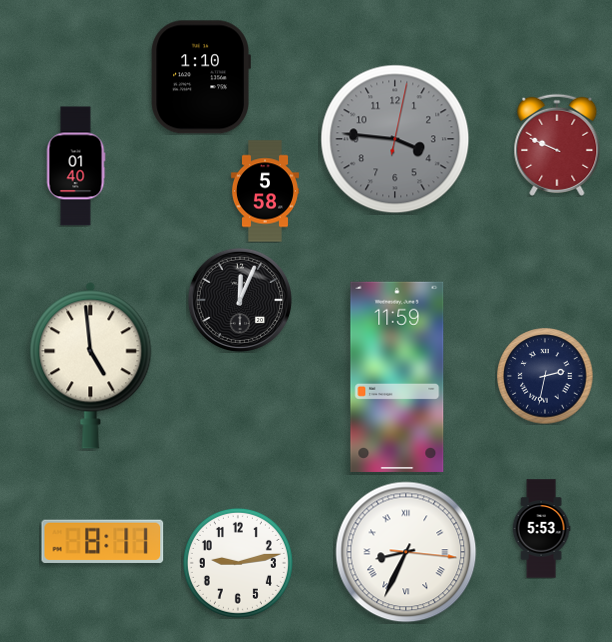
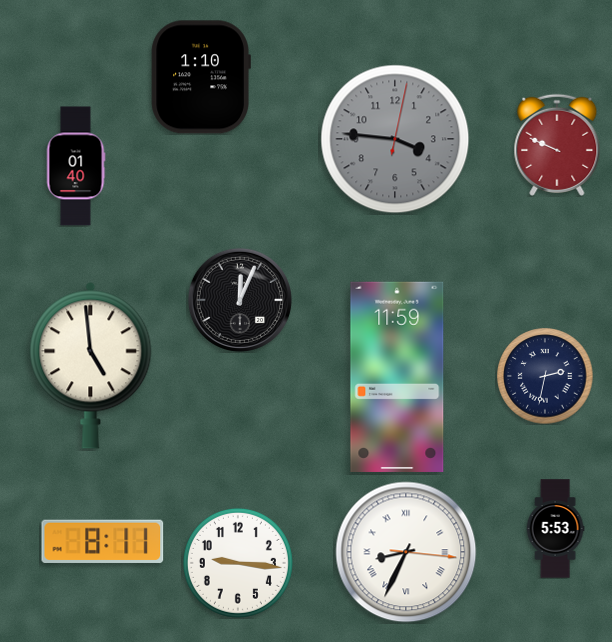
clock at (265, 191): 5:58 -> none
clock at (541, 529) position: (541, 529) -> (555, 529)
clock at (238, 563): 9:13 -> 9:16
